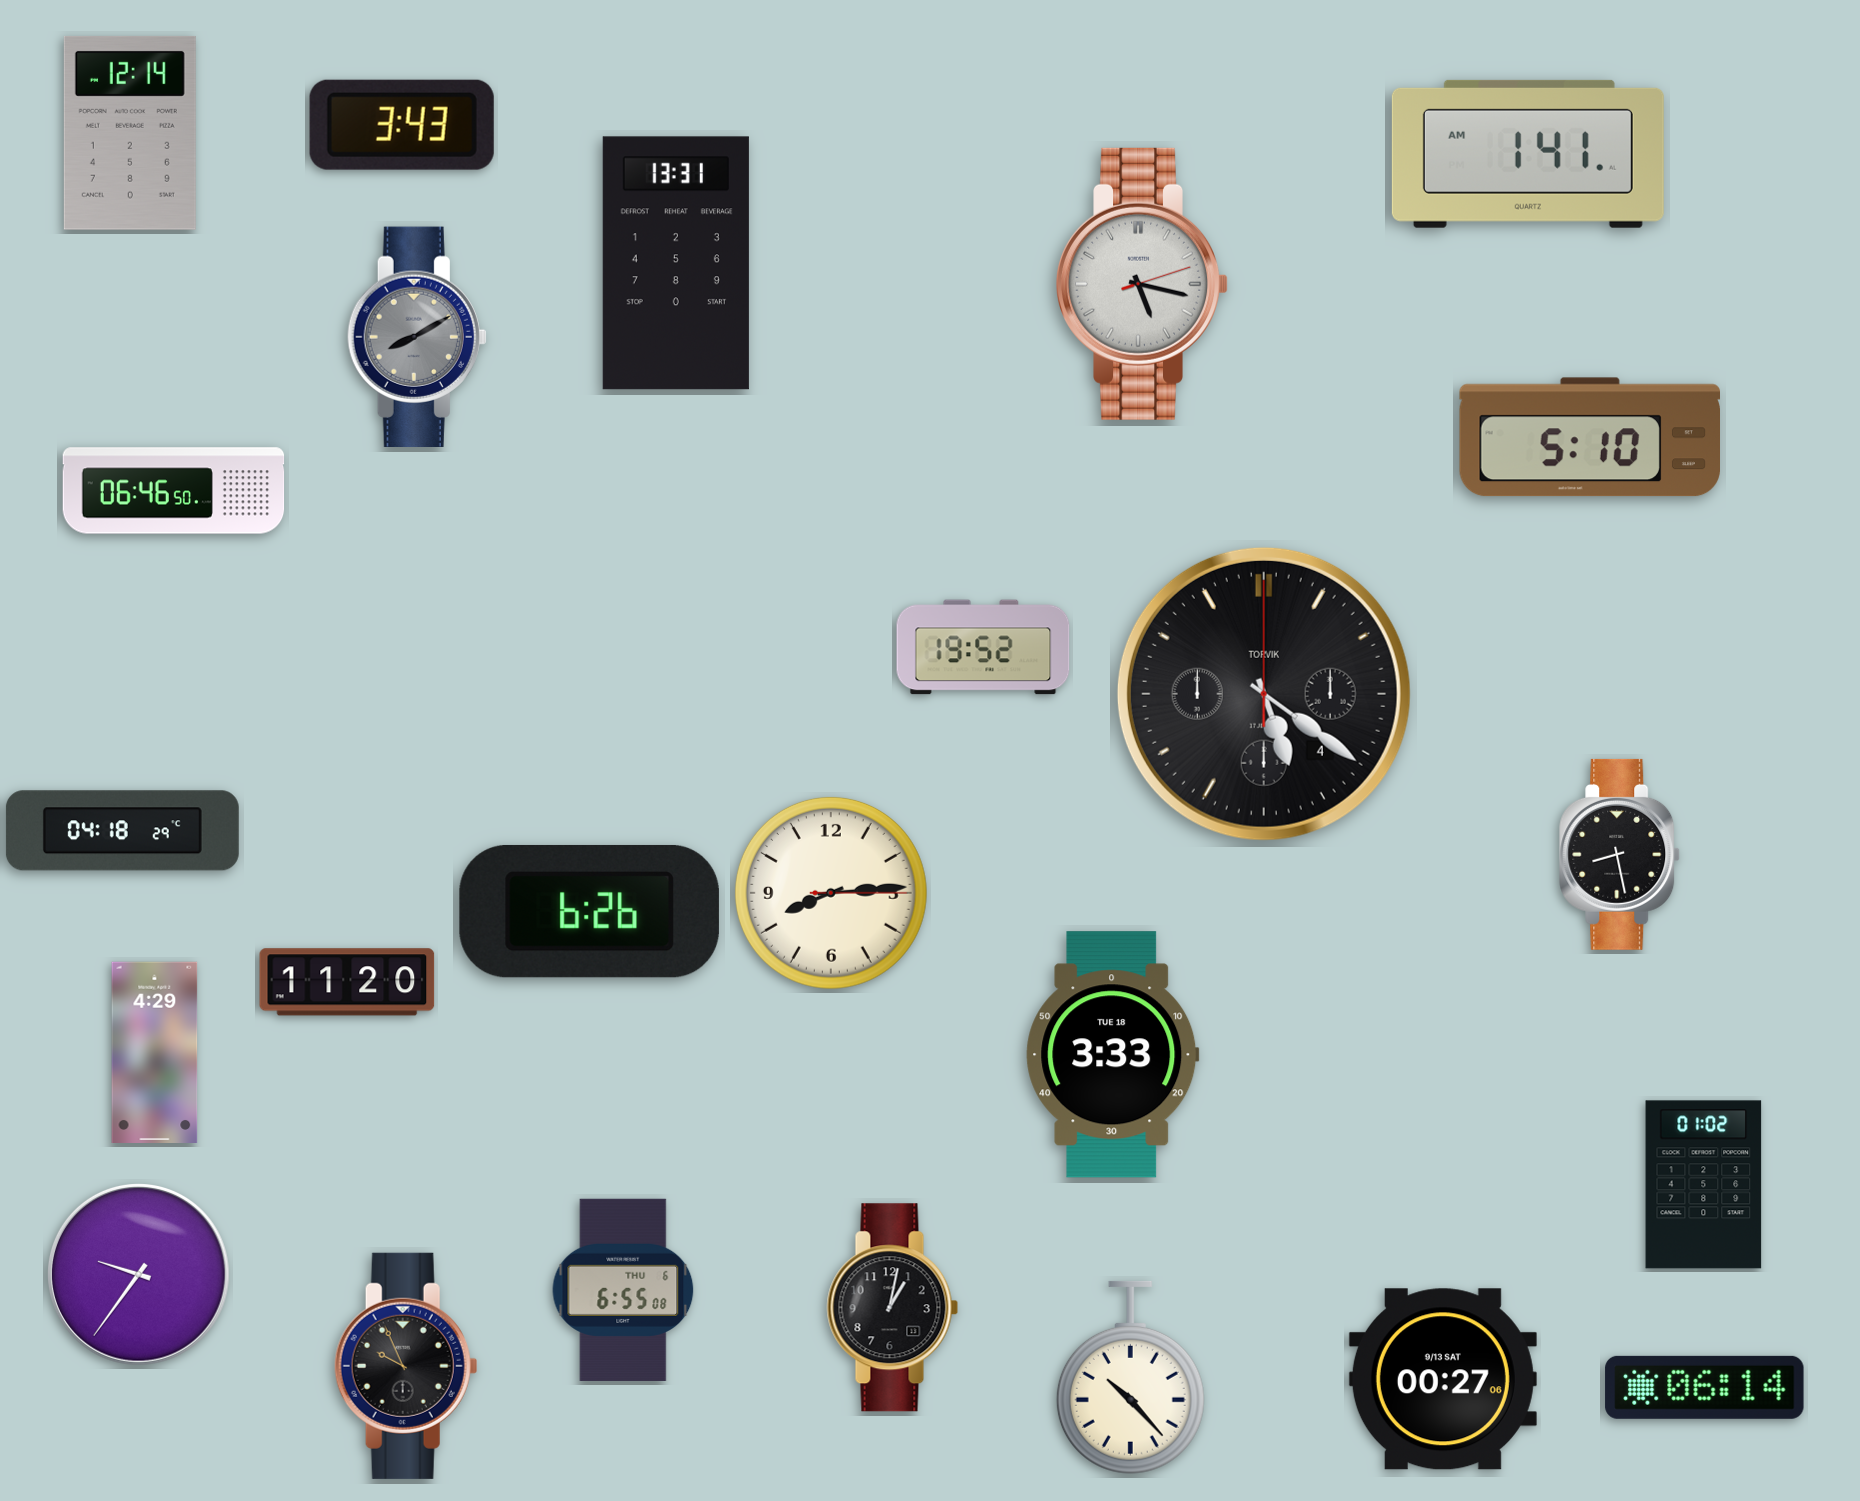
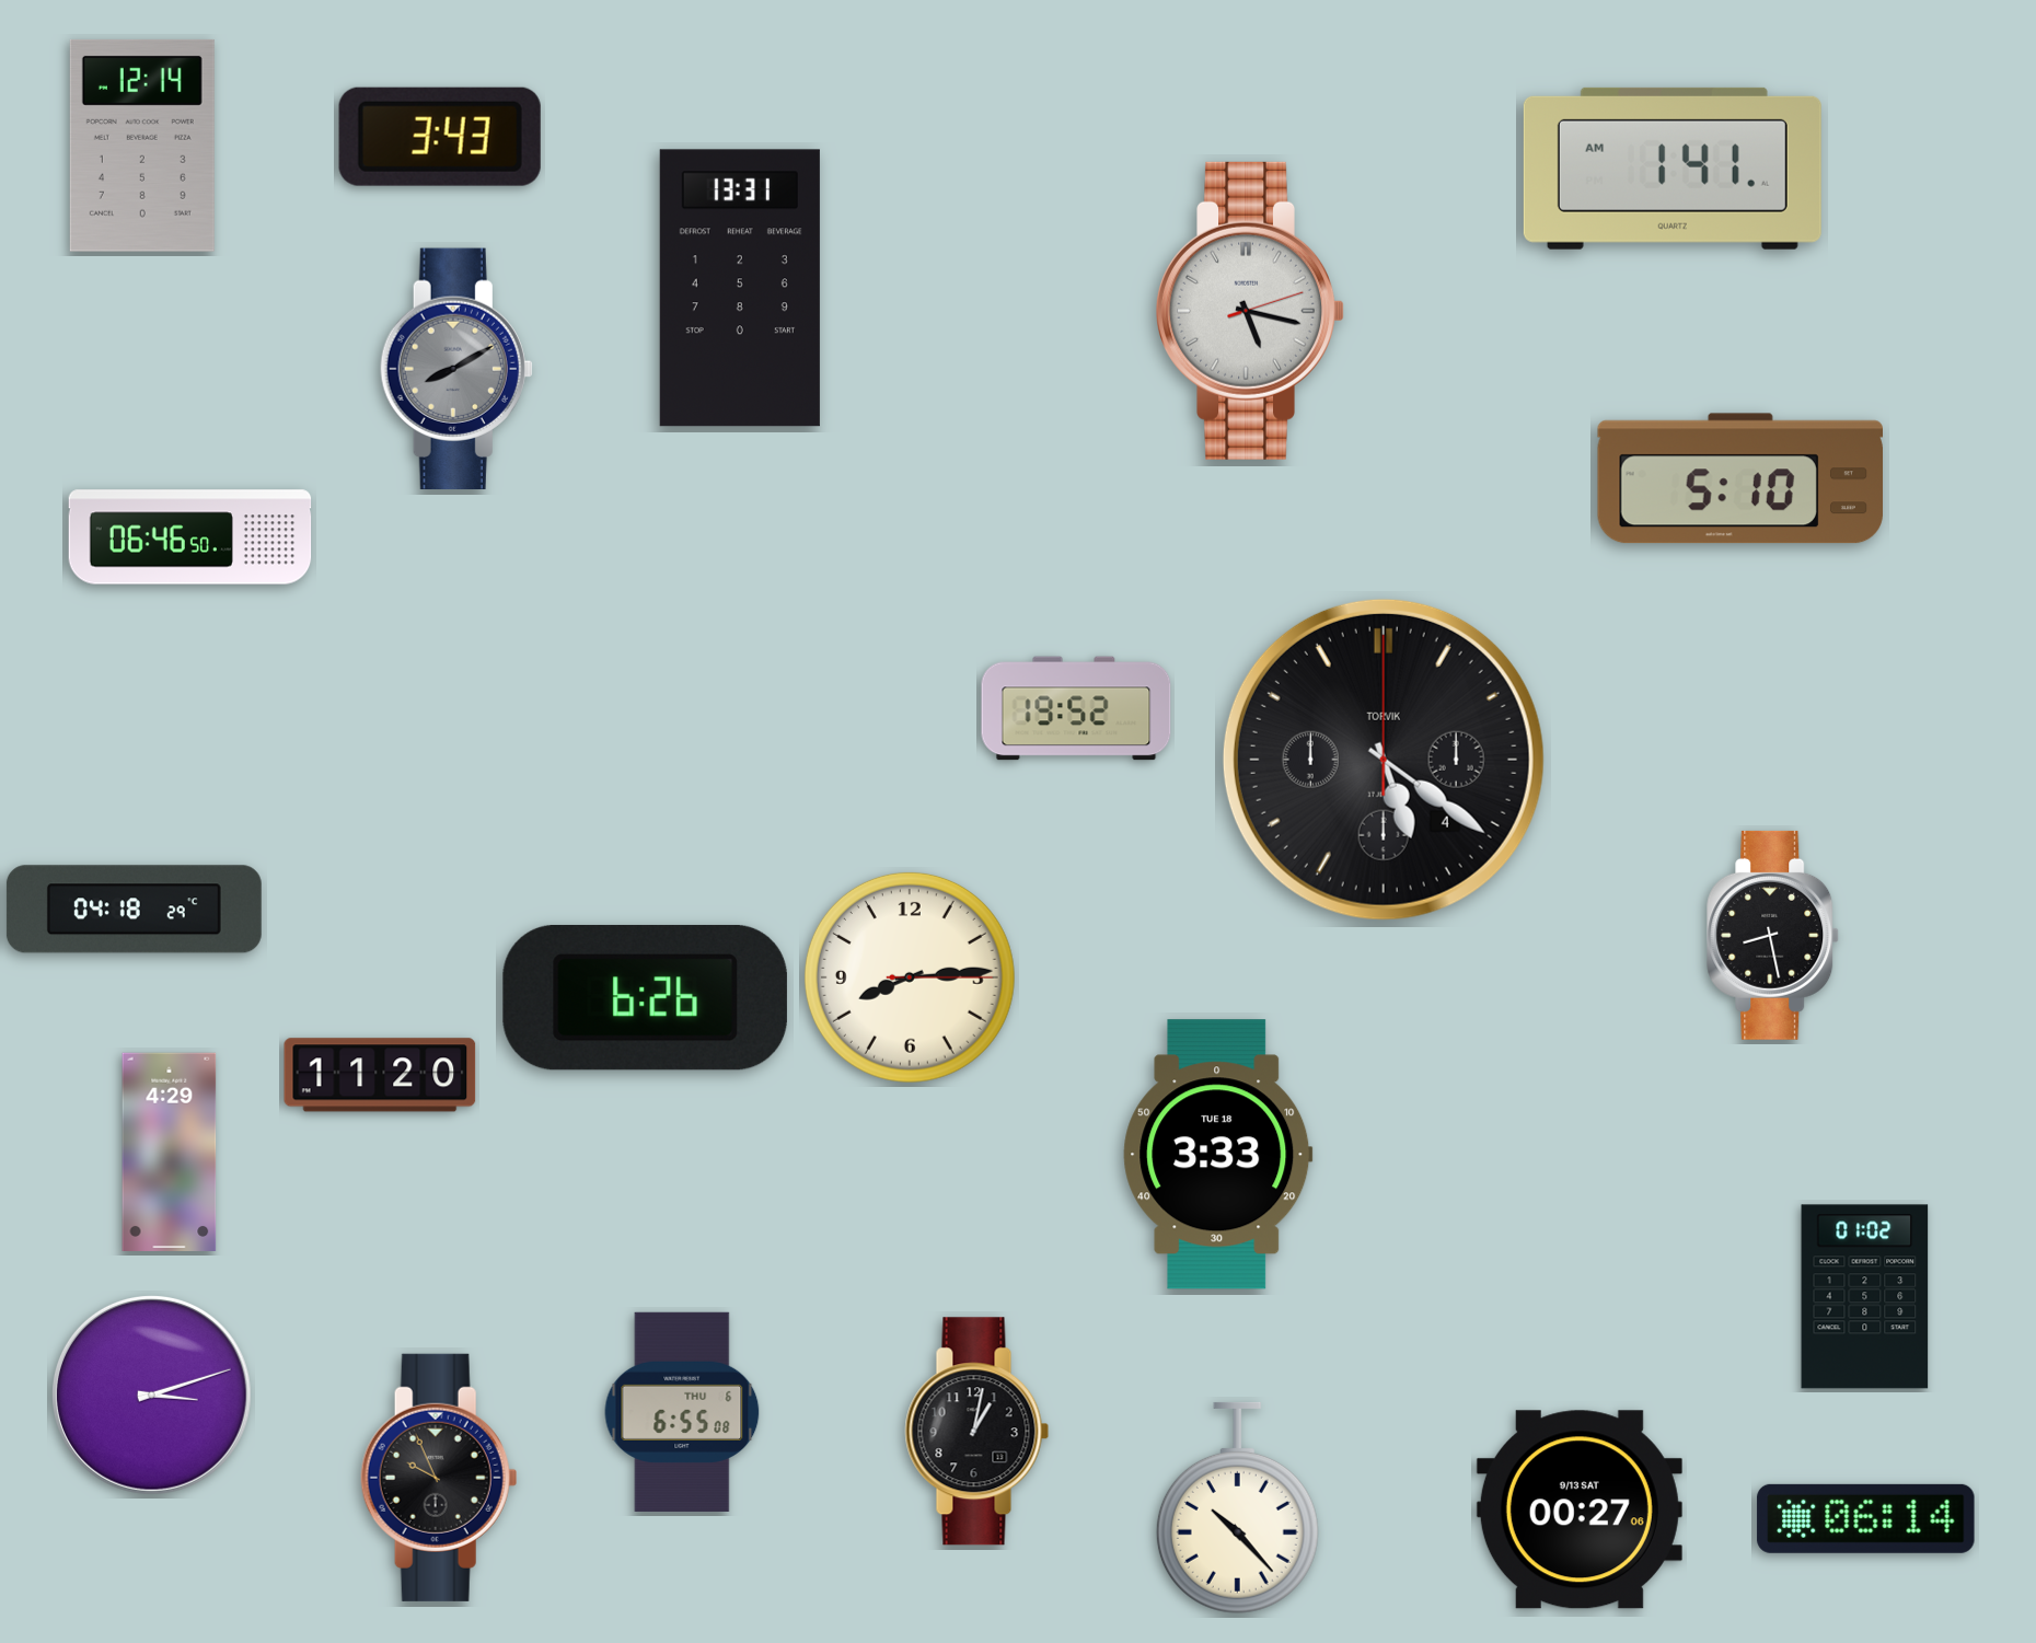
clock at (138, 1274): 9:36 -> 3:12
clock at (406, 1366) position: (406, 1366) -> (439, 1478)
